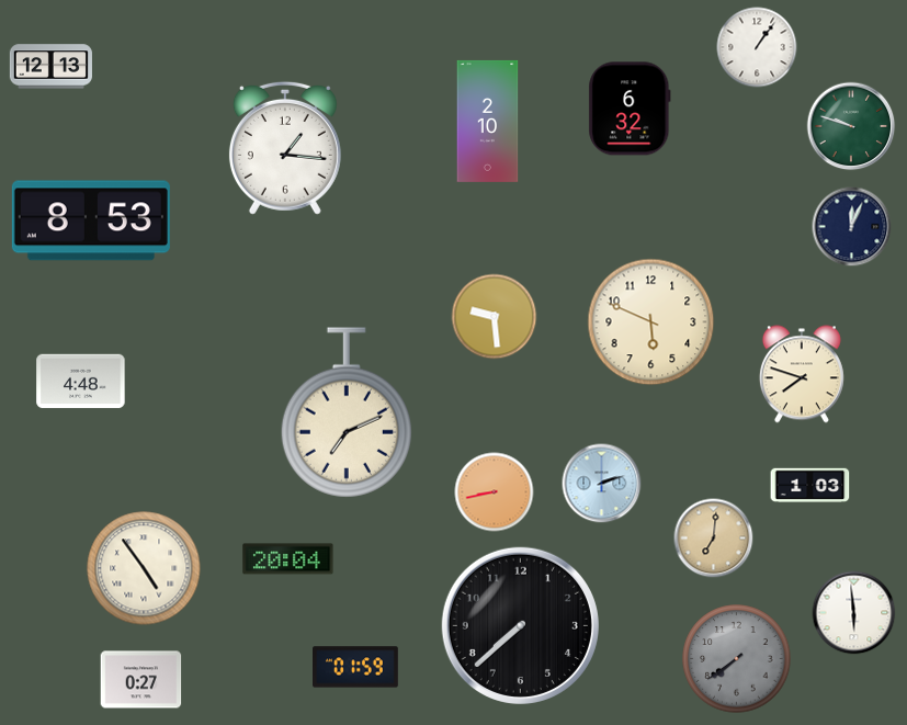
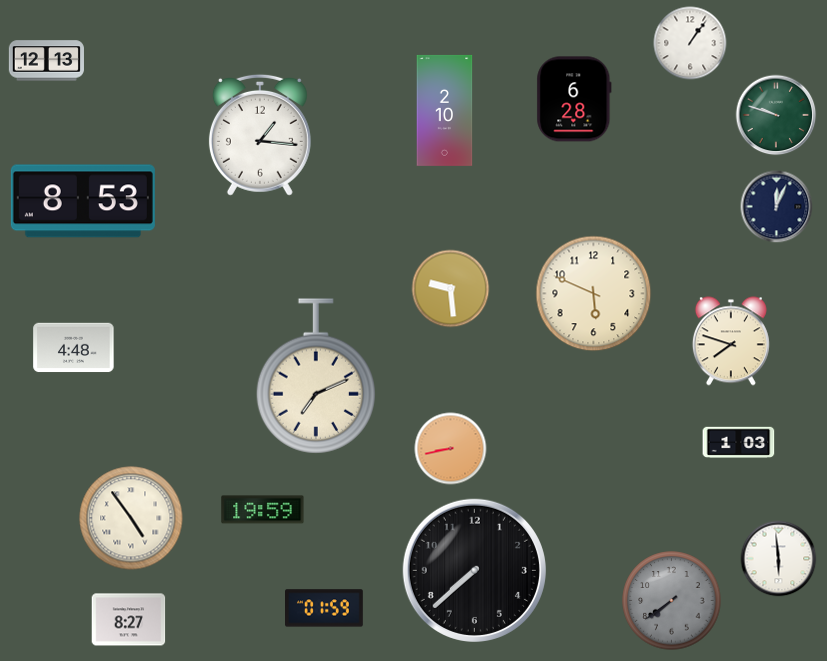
clock at (630, 109): 6:32 -> 6:28
clock at (602, 484): 2:12 -> none
clock at (714, 539): 7:01 -> none
clock at (288, 559): 20:04 -> 19:59
clock at (141, 680): 0:27 -> 8:27
